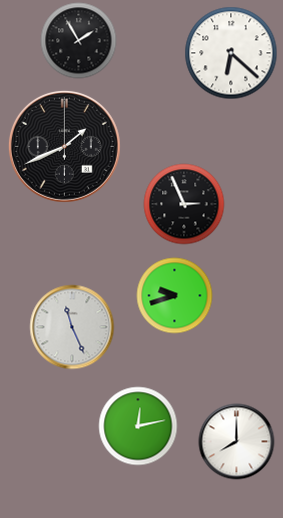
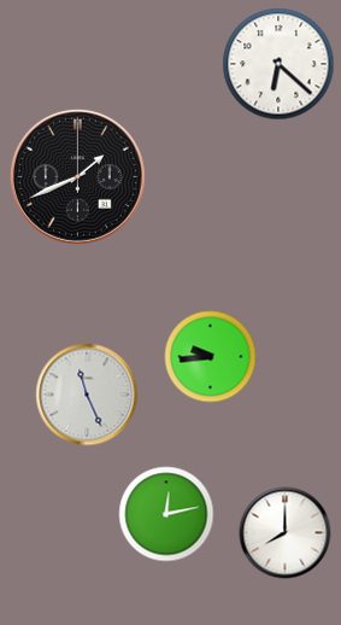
clock at (79, 41): 1:55 -> none
clock at (184, 204): 2:56 -> none
clock at (175, 296): 9:42 -> 9:44
